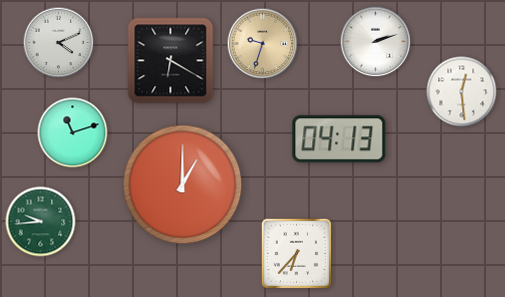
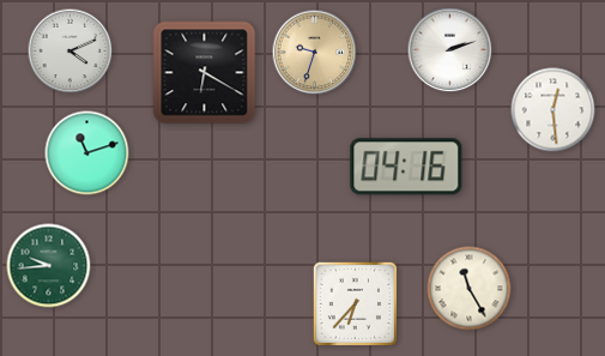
clock at (73, 133) position: (73, 133) -> (87, 153)
clock at (339, 139): 04:13 -> 04:16
clock at (183, 185): 1:00 -> none
clock at (470, 289): none -> 11:25
